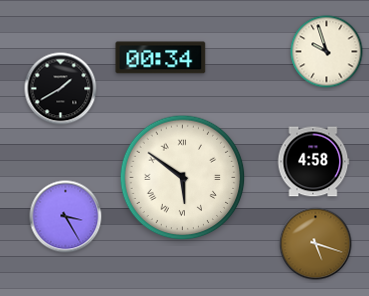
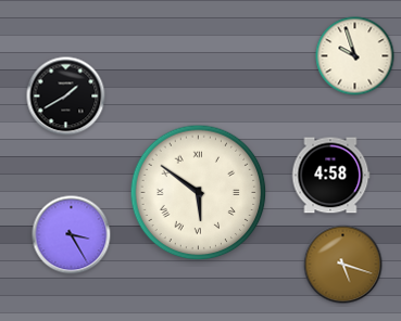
clock at (161, 58): 00:34 -> none
clock at (313, 162) position: (313, 162) -> (330, 176)
